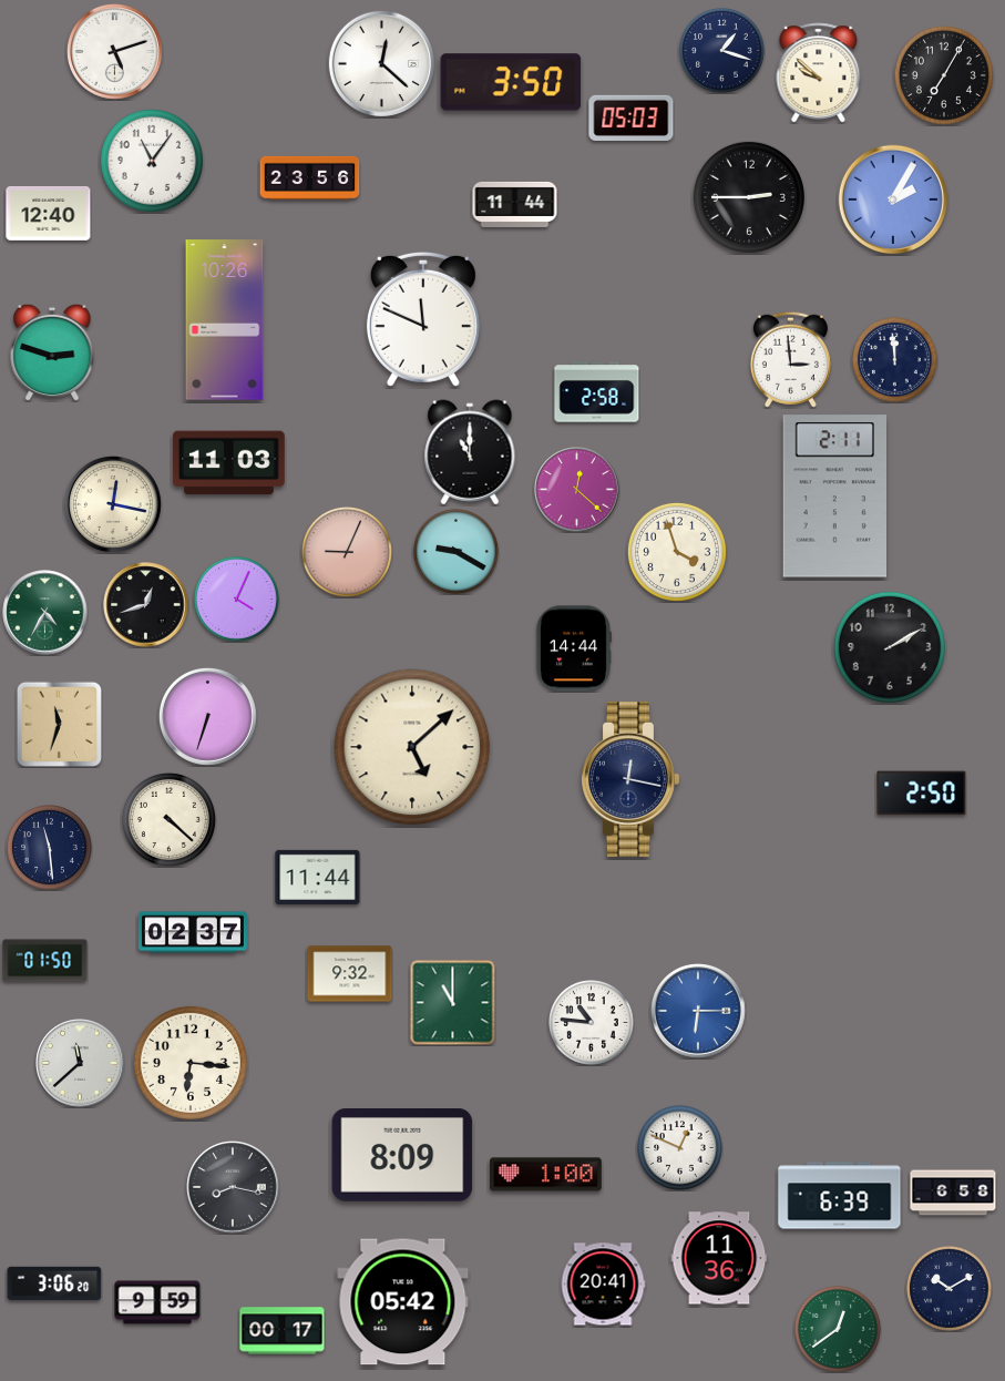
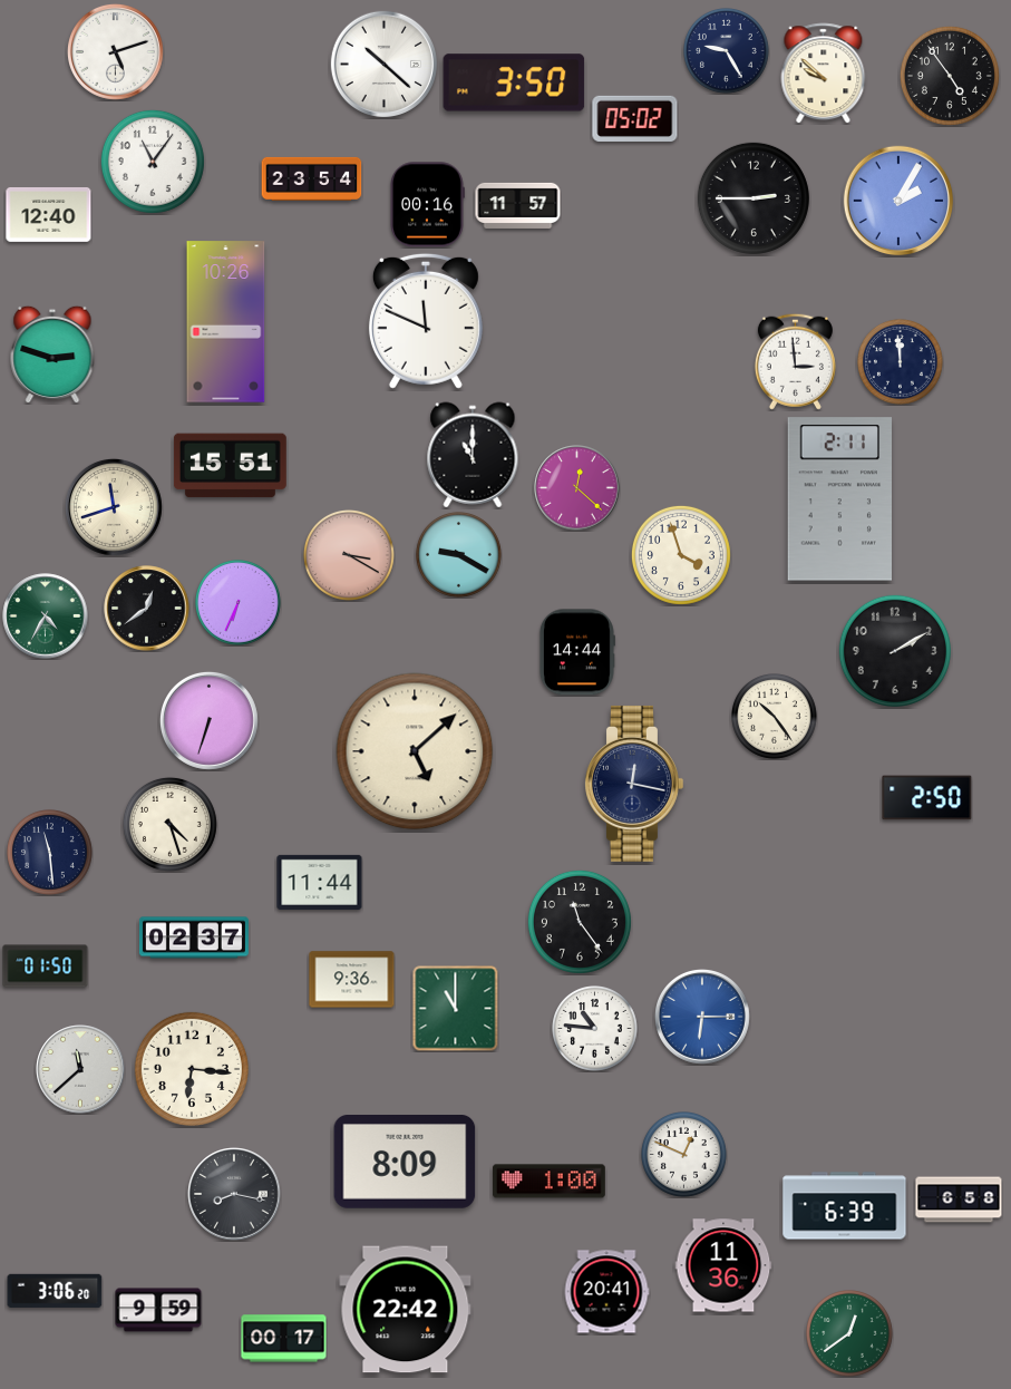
clock at (722, 51): 1:18 -> 9:25
clock at (381, 63): 12:22 -> 10:22
clock at (944, 75): 7:05 -> 4:54
clock at (632, 117): 05:03 -> 05:02
clock at (310, 177): 23:56 -> 23:54
clock at (427, 205): none -> 00:16
clock at (515, 204): 11:44 -> 11:57
clock at (597, 392): 2:58 -> none
clock at (228, 463): 11:03 -> 15:51
clock at (577, 490) position: (577, 490) -> (577, 488)
clock at (113, 504): 12:17 -> 11:42
clock at (347, 552): 9:04 -> 3:20
clock at (237, 600): 4:04 -> 6:34
clock at (146, 605): 12:42 -> 12:39
clock at (775, 717): none -> 10:24
clock at (59, 724): 11:33 -> none
clock at (168, 819): 4:22 -> 4:27
clock at (580, 922): none -> 11:24
clock at (350, 974): 9:32 -> 9:36
clock at (840, 1196) position: (840, 1196) -> (845, 1206)
clock at (950, 1289): 10:10 -> none
clock at (403, 1302): 05:42 -> 22:42
clock at (839, 1330) position: (839, 1330) -> (850, 1334)
